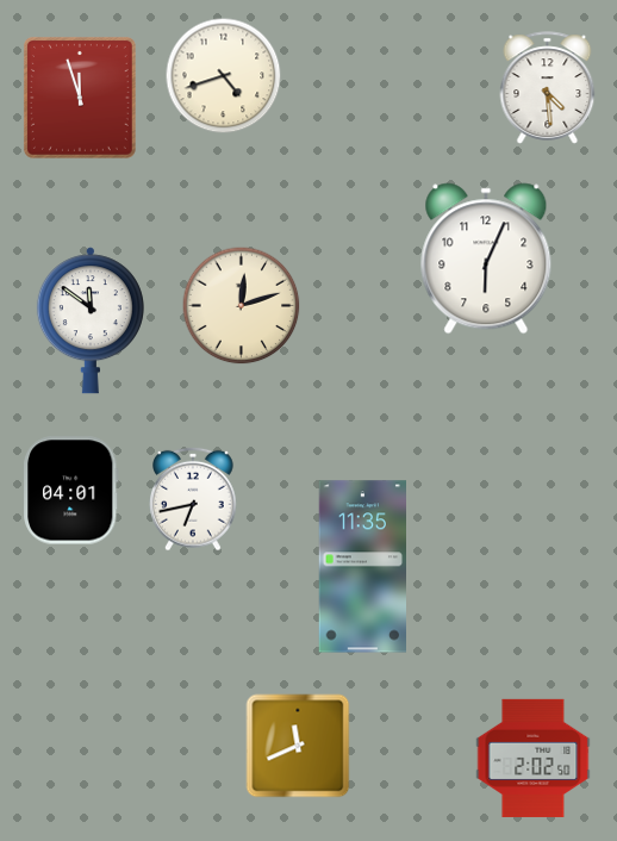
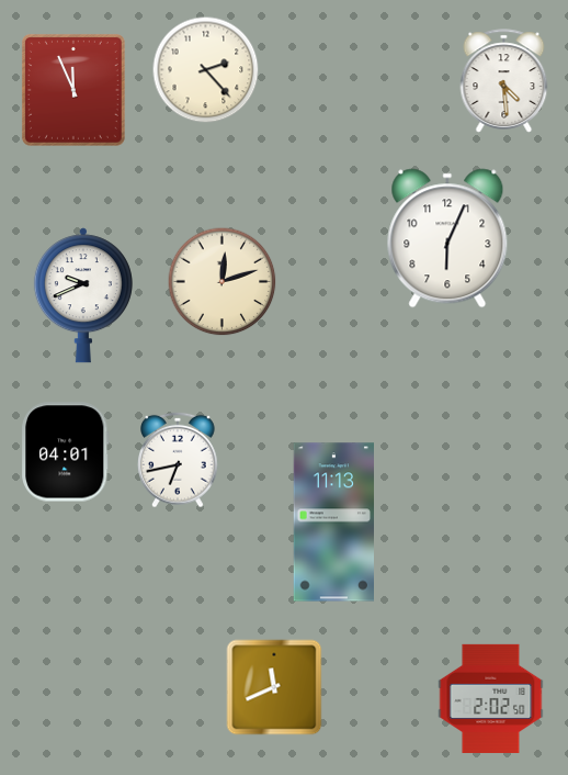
clock at (224, 76): 4:42 -> 2:23
clock at (80, 98): 11:57 -> 11:56
clock at (91, 320): 11:51 -> 9:41
clock at (363, 567): 11:35 -> 11:13
